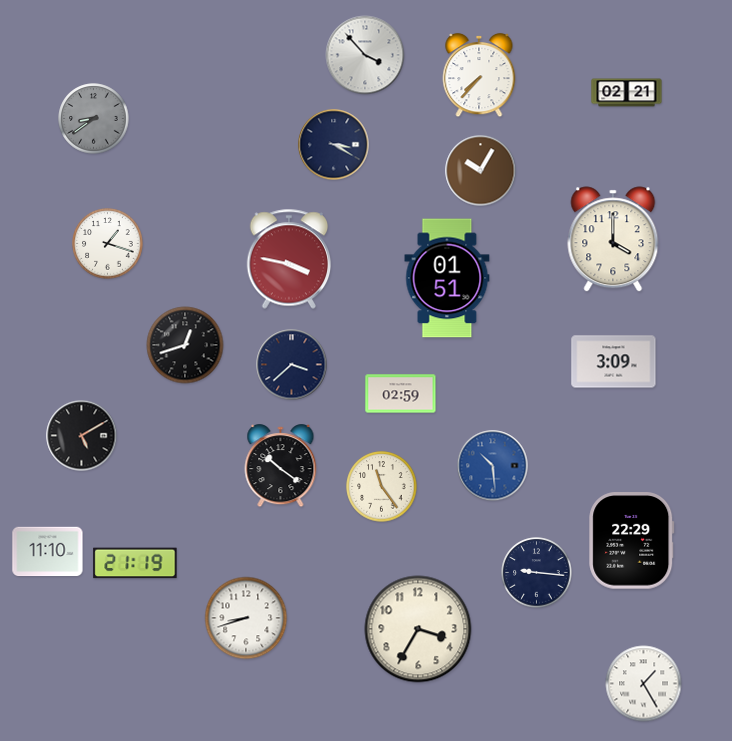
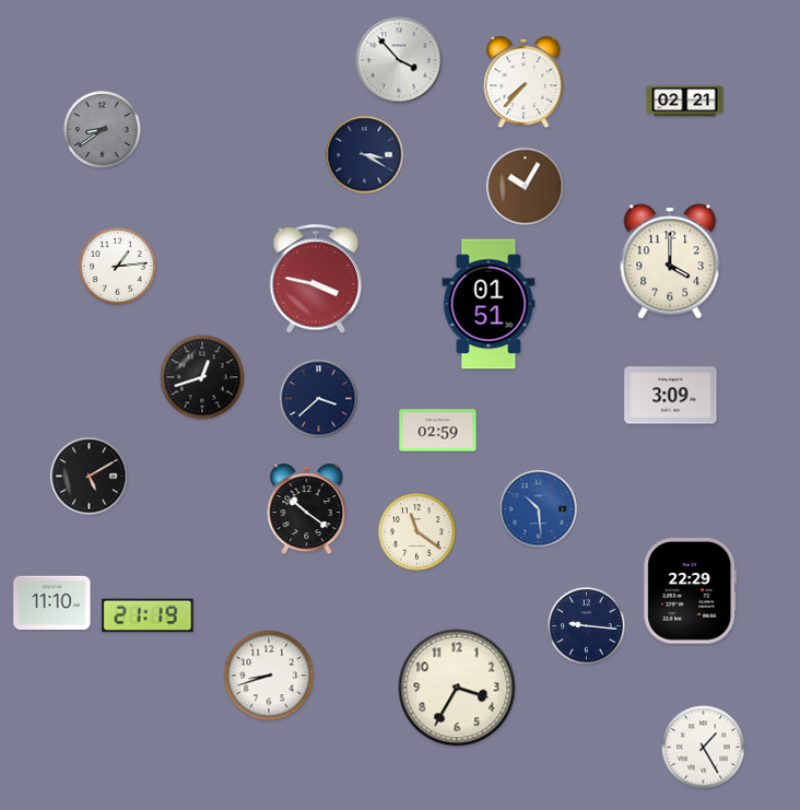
clock at (334, 145) position: (334, 145) -> (365, 155)
clock at (108, 244): 1:18 -> 1:14
clock at (289, 259) position: (289, 259) -> (316, 279)
clock at (382, 487): 11:24 -> 11:21
